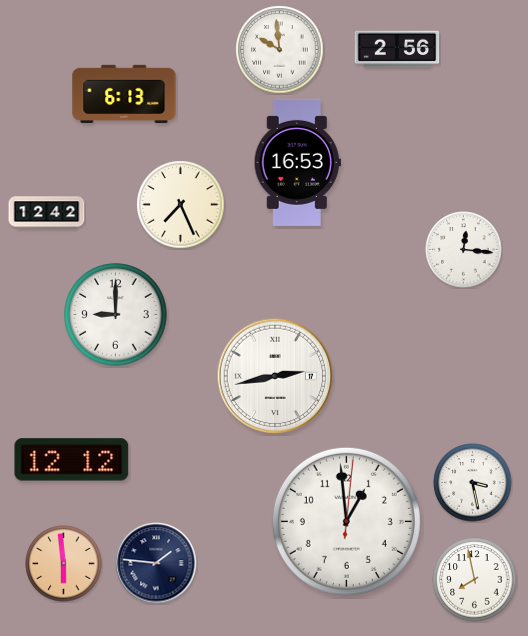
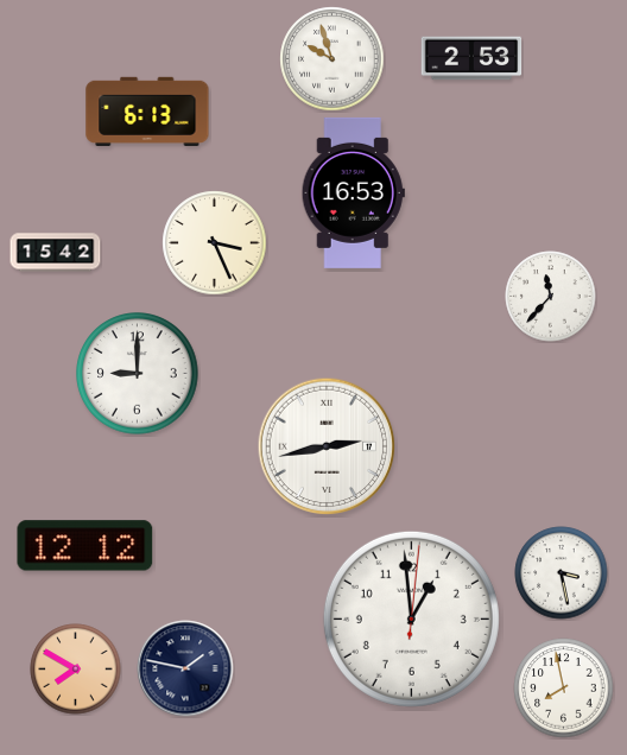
clock at (397, 49): 2:56 -> 2:53
clock at (280, 50): 9:59 -> 9:57
clock at (181, 205): 7:26 -> 3:26
clock at (47, 213): 12:42 -> 15:42
clock at (464, 250): 12:16 -> 11:37
clock at (156, 563): 1:46 -> 1:47
clock at (64, 564): 5:59 -> 7:50
